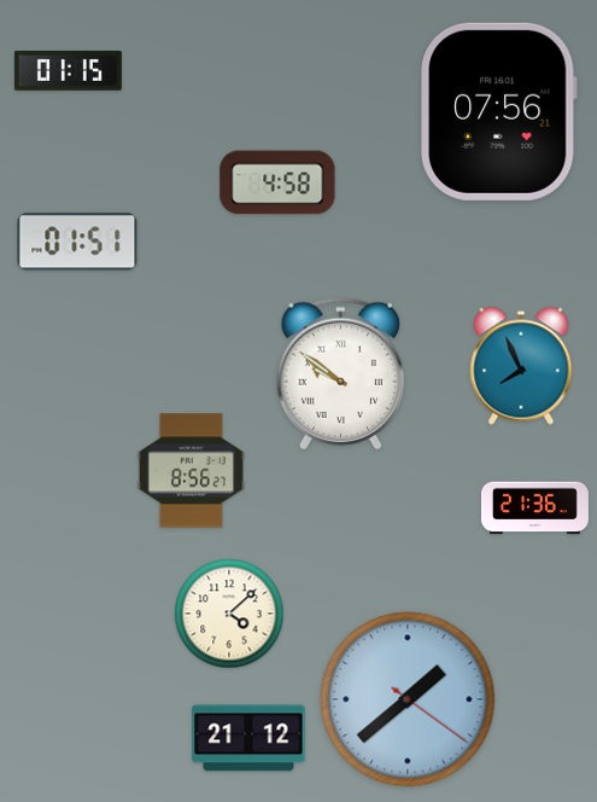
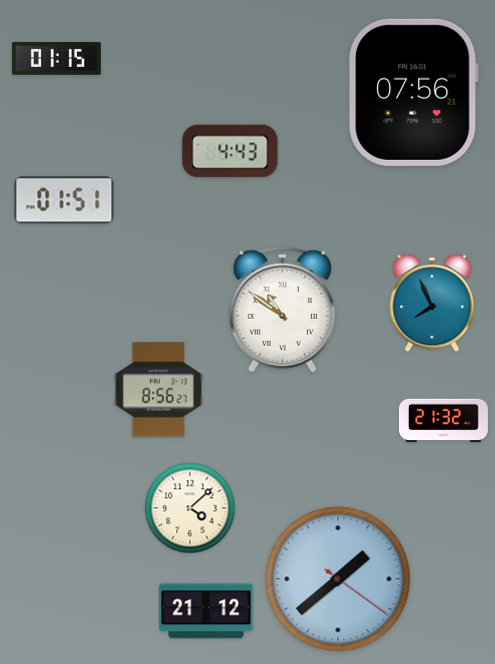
clock at (277, 182): 4:58 -> 4:43
clock at (340, 374): 9:51 -> 10:51
clock at (534, 508): 21:36 -> 21:32
